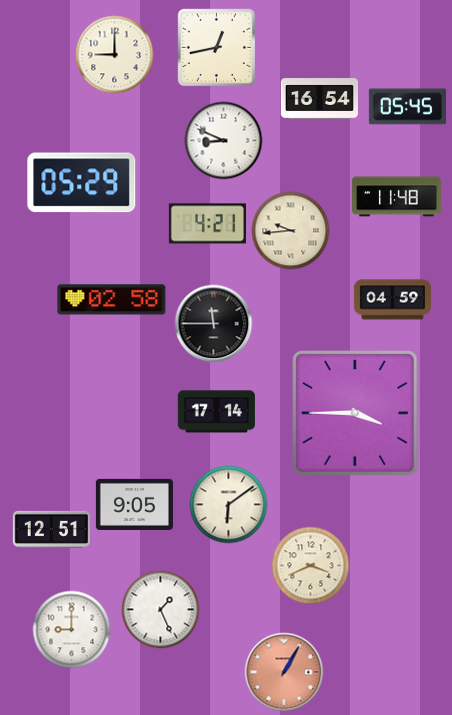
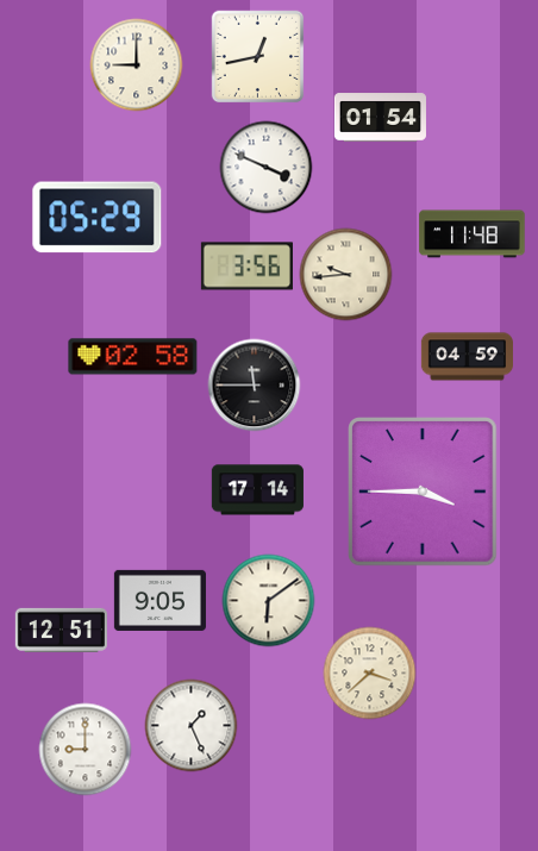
clock at (319, 99): 16:54 -> 01:54
clock at (407, 107): 05:45 -> none
clock at (223, 140): 8:49 -> 3:49
clock at (207, 224): 4:21 -> 3:56
clock at (228, 504) position: (228, 504) -> (268, 600)
clock at (310, 565): 3:41 -> 3:38
clock at (284, 672): 1:05 -> none
